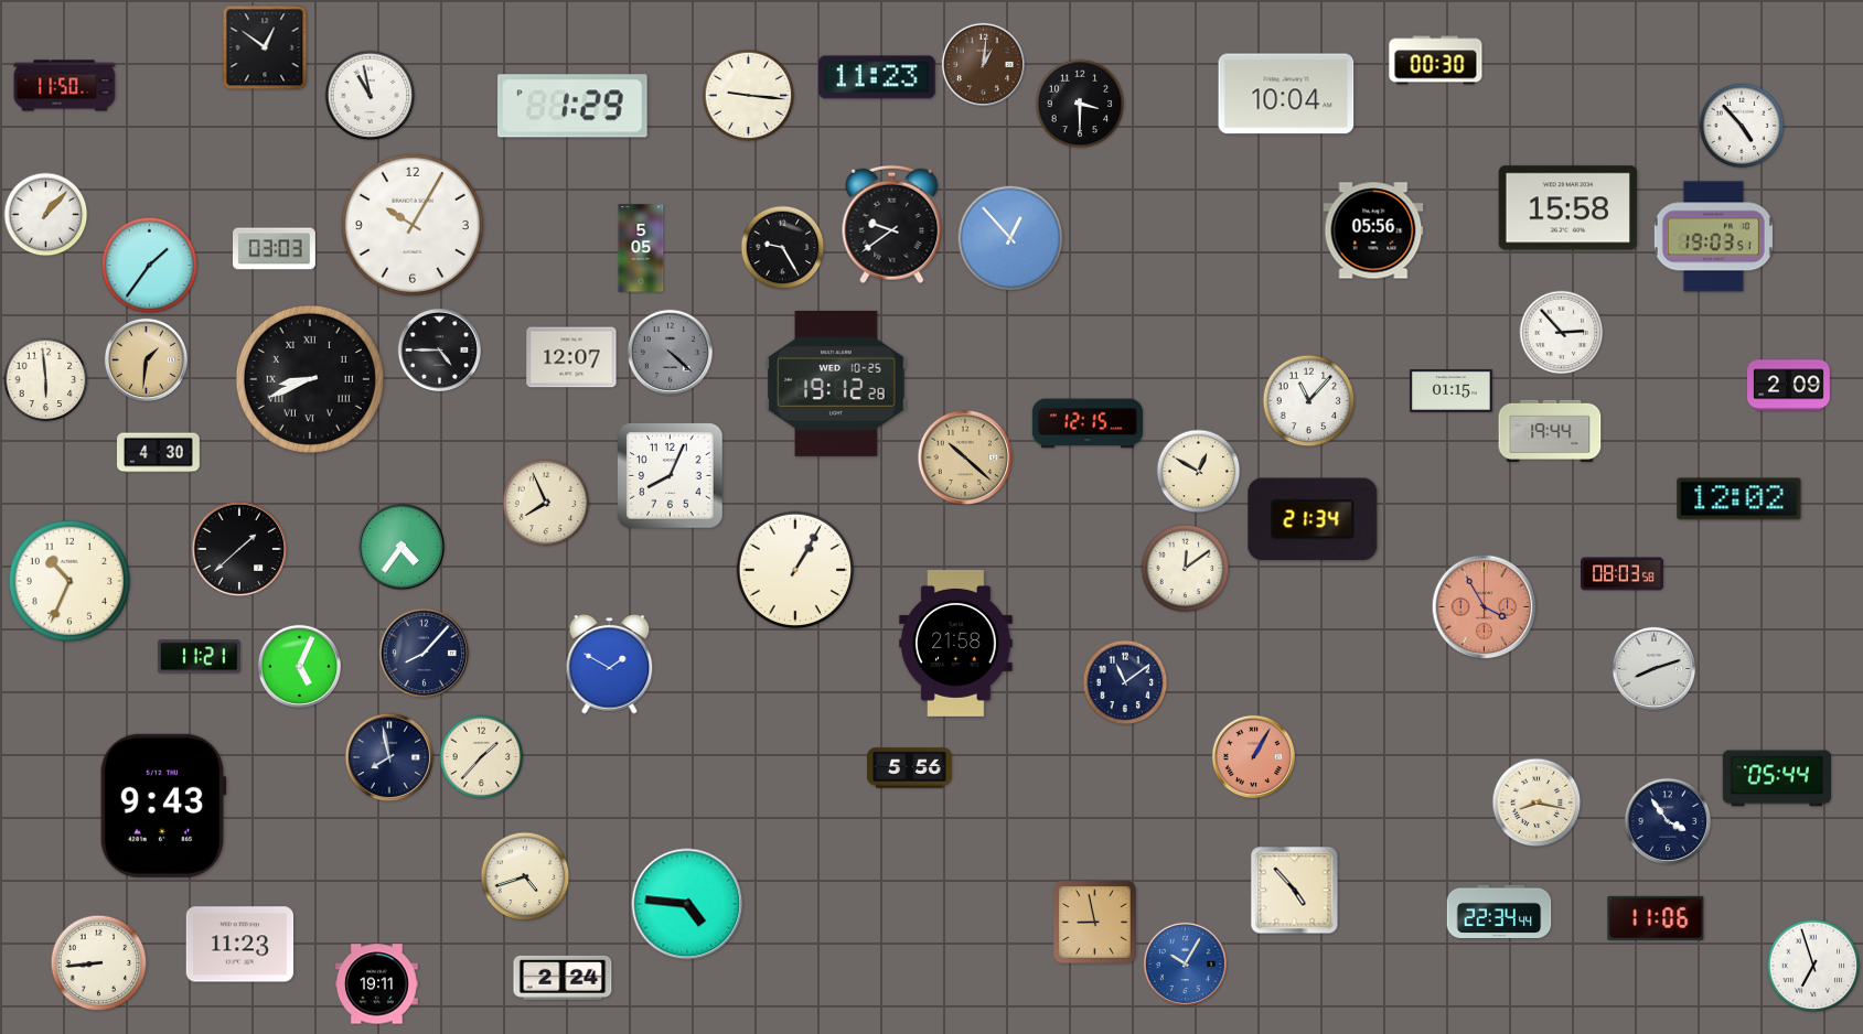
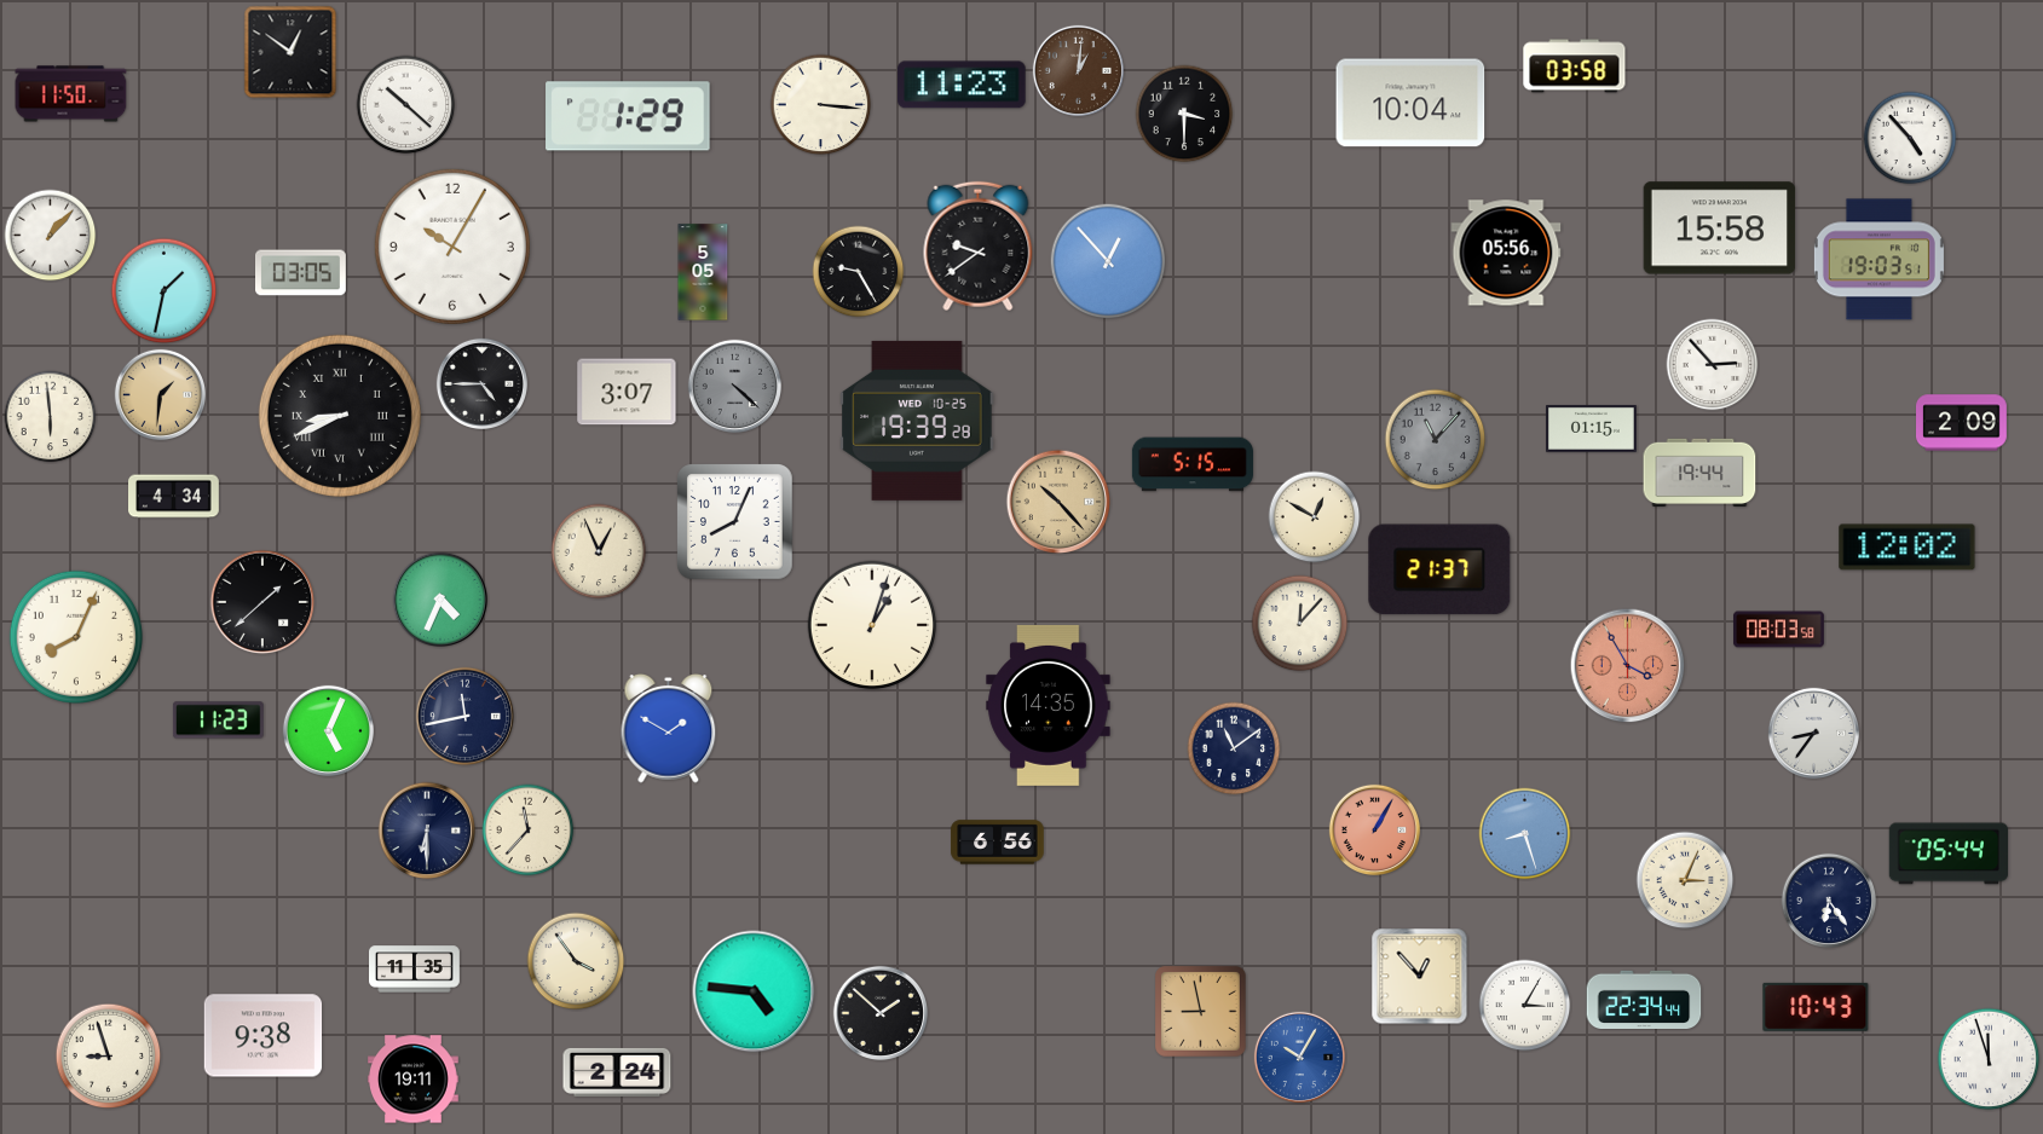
clock at (1436, 61): 00:30 -> 03:58
clock at (371, 96): 10:58 -> 10:22
clock at (749, 96): 9:16 -> 3:16
clock at (275, 249): 03:03 -> 03:05
clock at (150, 266): 1:36 -> 1:32
clock at (571, 357): 12:07 -> 3:07
clock at (836, 384): 19:12 -> 19:39
clock at (1309, 401) dial: white -> grey
clock at (1088, 423): 12:15 -> 5:15
clock at (159, 453): 4:30 -> 4:34
clock at (965, 457): 10:22 -> 10:23
clock at (546, 503): 7:56 -> 12:56
clock at (1313, 519): 21:34 -> 21:37
clock at (401, 547): 4:36 -> 4:34
clock at (1186, 569): 12:09 -> 12:07
clock at (795, 570): 1:05 -> 1:03
clock at (68, 580): 10:34 -> 8:04
clock at (956, 643): 21:58 -> 14:35
clock at (425, 654): 8:07 -> 11:43
clock at (199, 657): 11:21 -> 11:23
clock at (1653, 668): 8:12 -> 8:36
clock at (389, 757): 7:58 -> 6:30
clock at (482, 757): 1:37 -> 11:37
clock at (1525, 834): none -> 8:27
clock at (910, 768): 5:56 -> 6:56
clock at (1537, 803): 8:17 -> 3:04
clock at (163, 806): 9:43 -> none
clock at (1668, 821): 3:54 -> 6:24
clock at (525, 876): 4:42 -> 3:54
clock at (415, 970): none -> 11:35
clock at (1295, 891): 4:53 -> 12:53
clock at (1525, 1006): none -> 3:05
clock at (1656, 918): 11:06 -> 10:43
clock at (881, 1013): none -> 1:52
clock at (240, 945): 11:23 -> 9:38
clock at (99, 963): 8:44 -> 8:57
clock at (1813, 966): 6:57 -> 11:57
